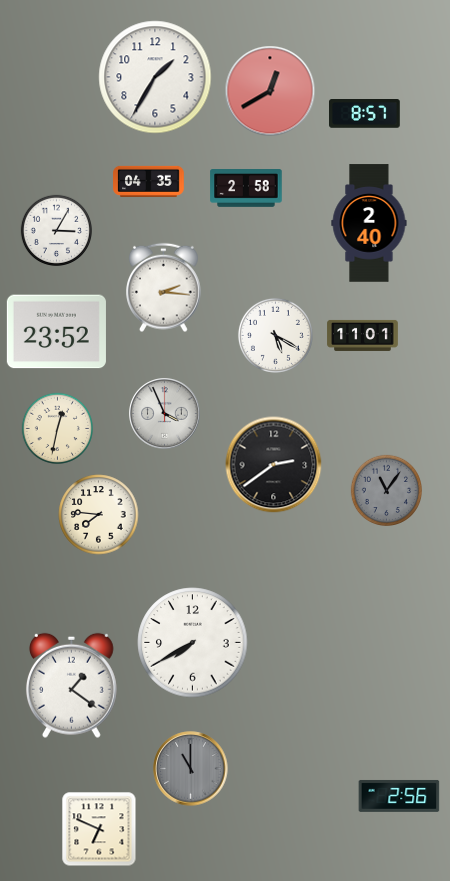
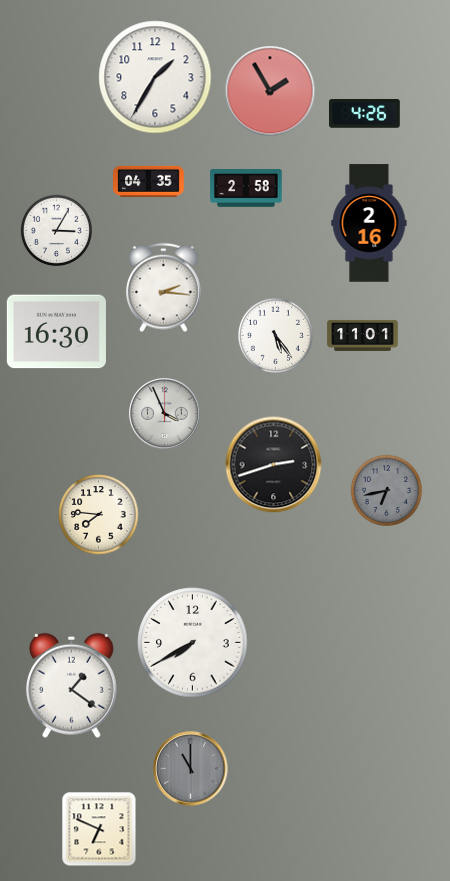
clock at (270, 91): 12:40 -> 1:55
clock at (365, 114): 8:57 -> 4:26
clock at (369, 223): 2:40 -> 2:16
clock at (56, 332): 23:52 -> 16:30
clock at (275, 335): 5:20 -> 5:24
clock at (58, 429): 12:32 -> none
clock at (274, 465): 2:39 -> 2:42
clock at (387, 491): 11:06 -> 6:43
clock at (399, 796): 2:56 -> none
